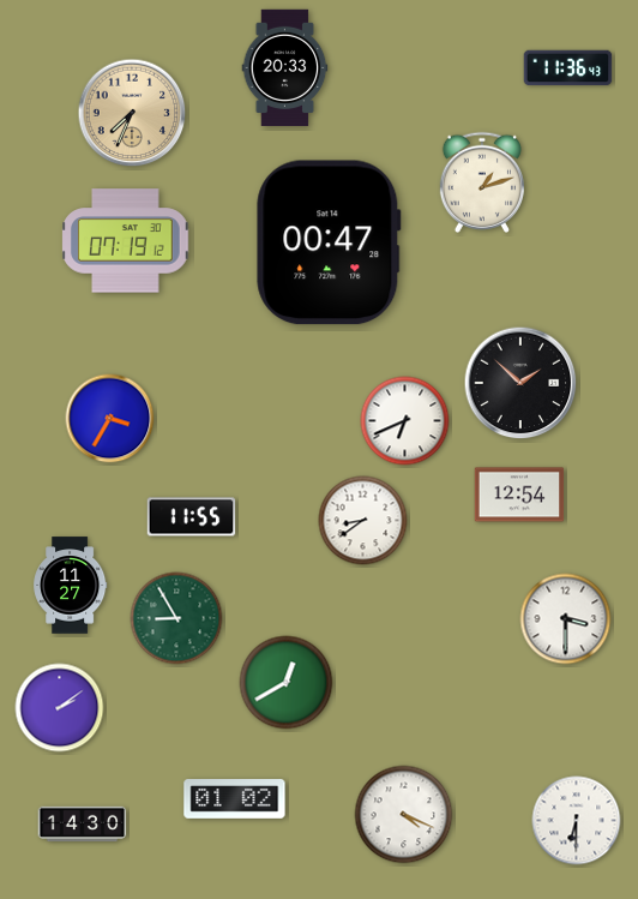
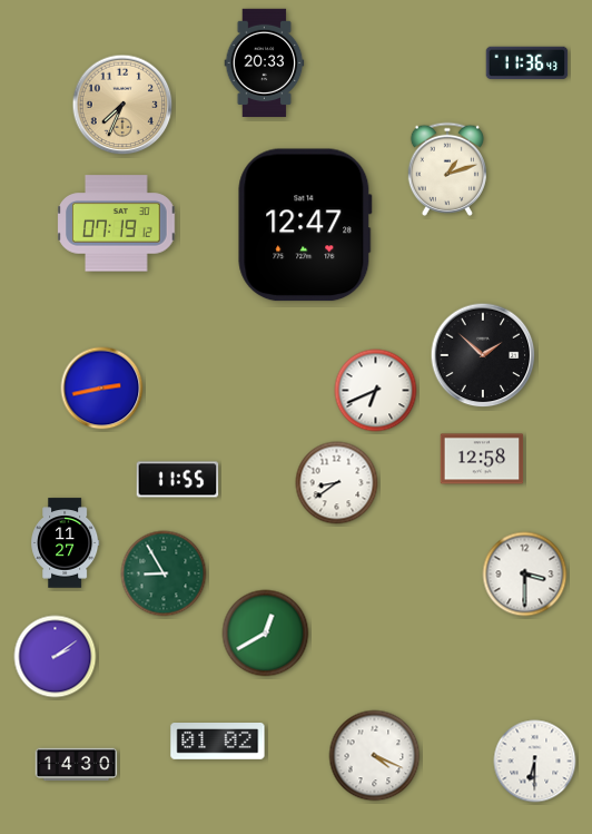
clock at (329, 242): 00:47 -> 12:47
clock at (110, 419): 3:35 -> 2:43
clock at (519, 495): 12:54 -> 12:58
